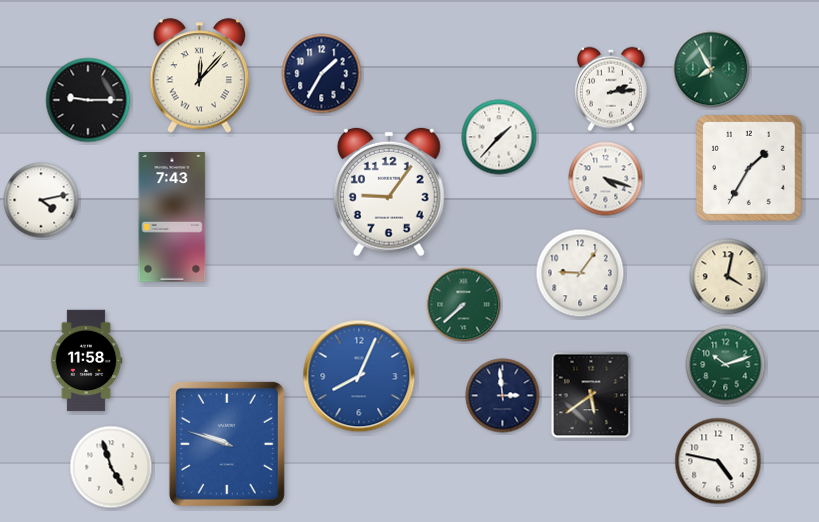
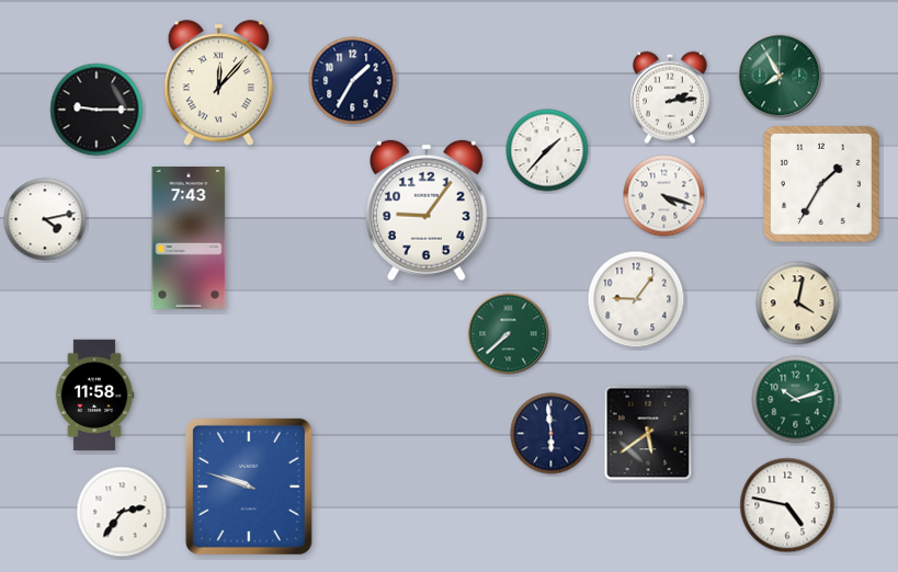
clock at (359, 376): 8:04 -> none
clock at (503, 396): 2:59 -> 5:59
clock at (111, 467): 4:57 -> 2:36
